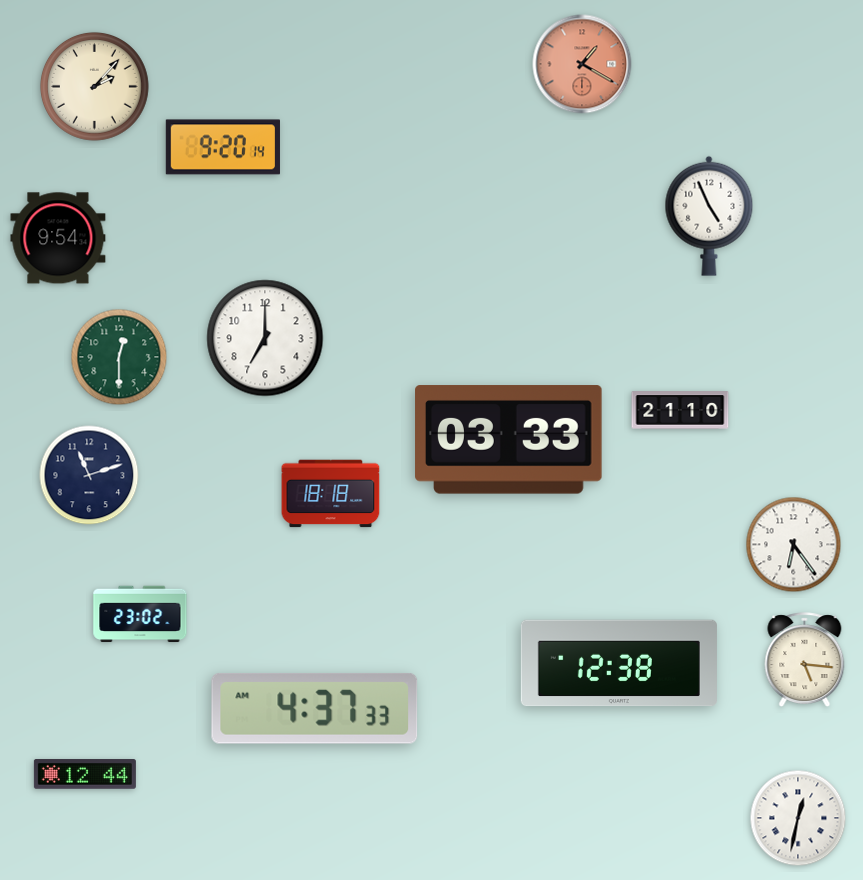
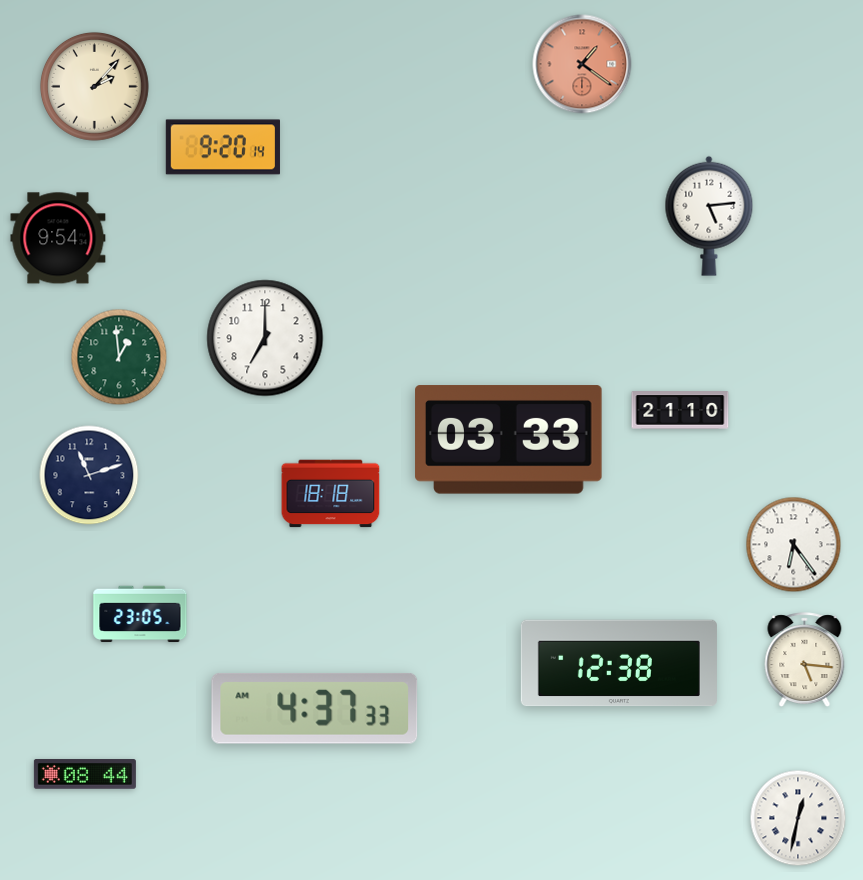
clock at (582, 64): 1:20 -> 1:21
clock at (709, 216): 4:56 -> 5:14
clock at (119, 357): 12:30 -> 12:59
clock at (140, 614): 23:02 -> 23:05
clock at (85, 774): 12:44 -> 08:44
